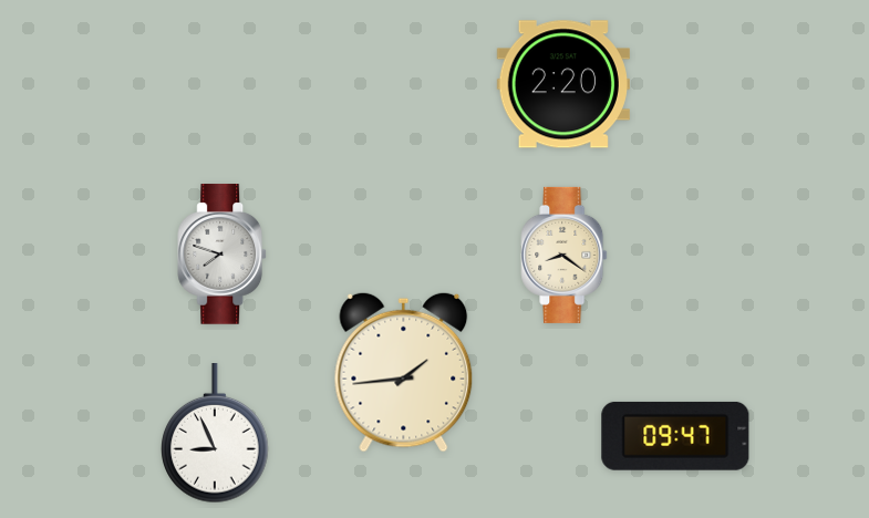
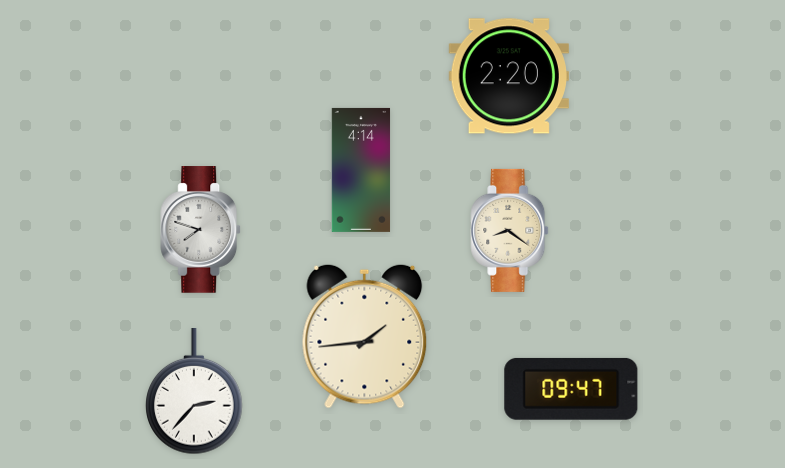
clock at (361, 170): none -> 4:14
clock at (215, 434): 8:56 -> 2:37
clock at (675, 436) position: (675, 436) -> (571, 389)
